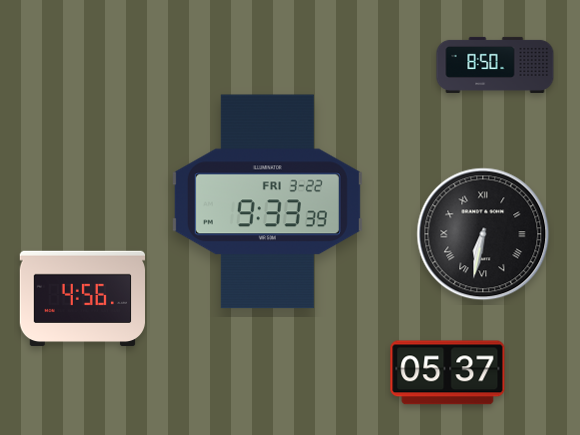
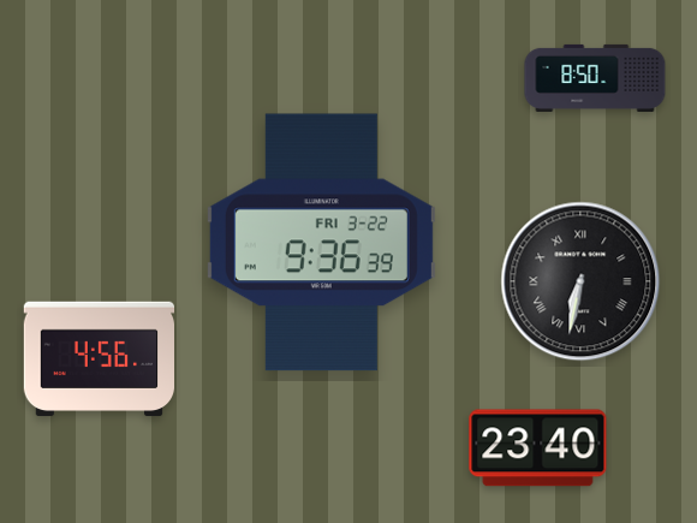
clock at (267, 202): 9:33 -> 9:36
clock at (448, 373): 05:37 -> 23:40
